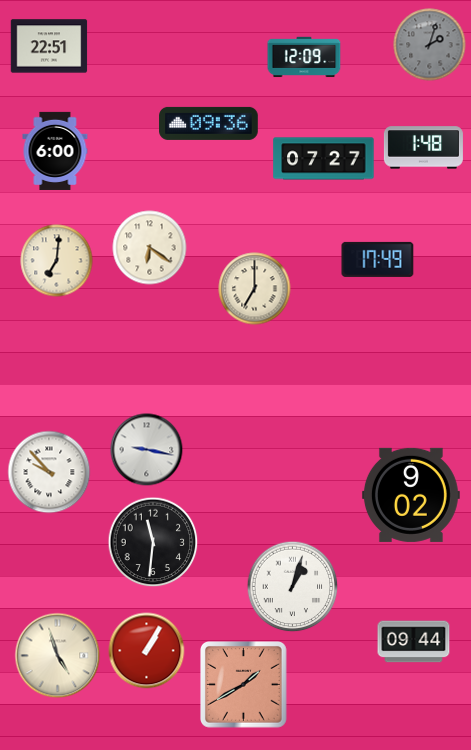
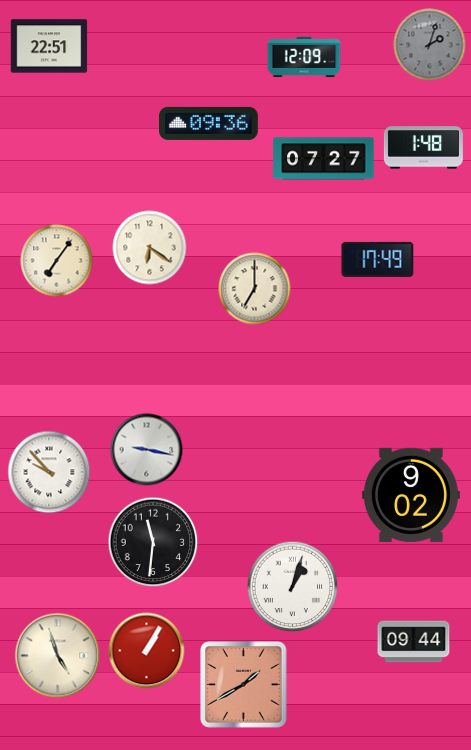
clock at (55, 151): 6:00 -> none
clock at (57, 261): 7:01 -> 7:06
